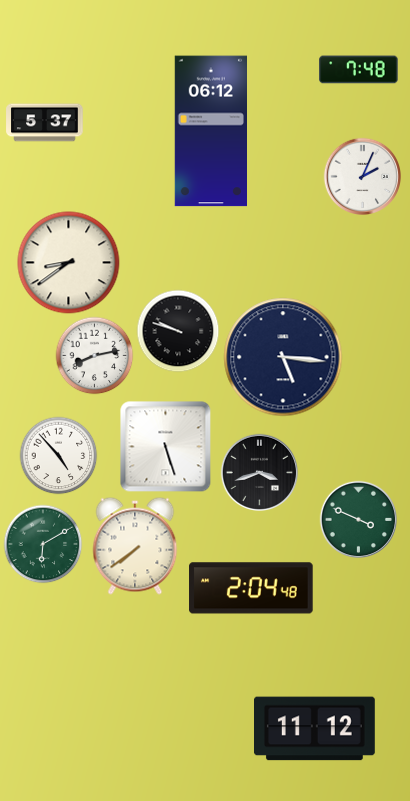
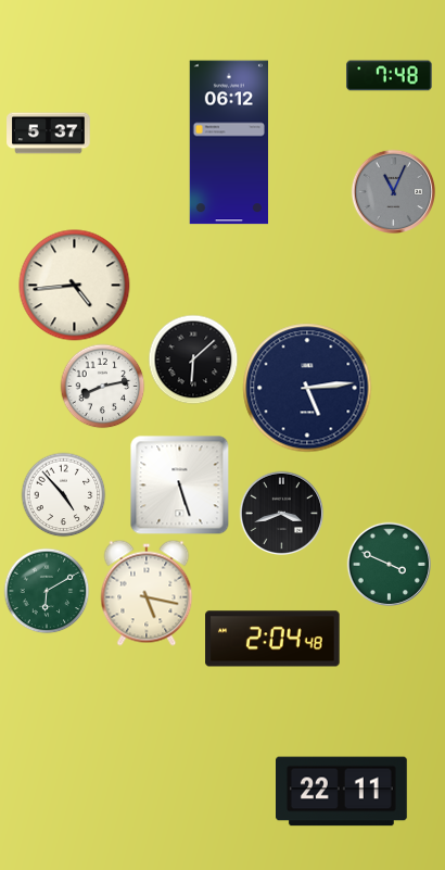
clock at (362, 176): 2:04 -> 11:04
clock at (362, 176) dial: white -> grey
clock at (69, 263): 8:39 -> 4:44
clock at (178, 331): 9:48 -> 6:08
clock at (283, 357): 5:16 -> 5:14
clock at (135, 546): 7:39 -> 5:17
clock at (315, 729): 11:12 -> 22:11
